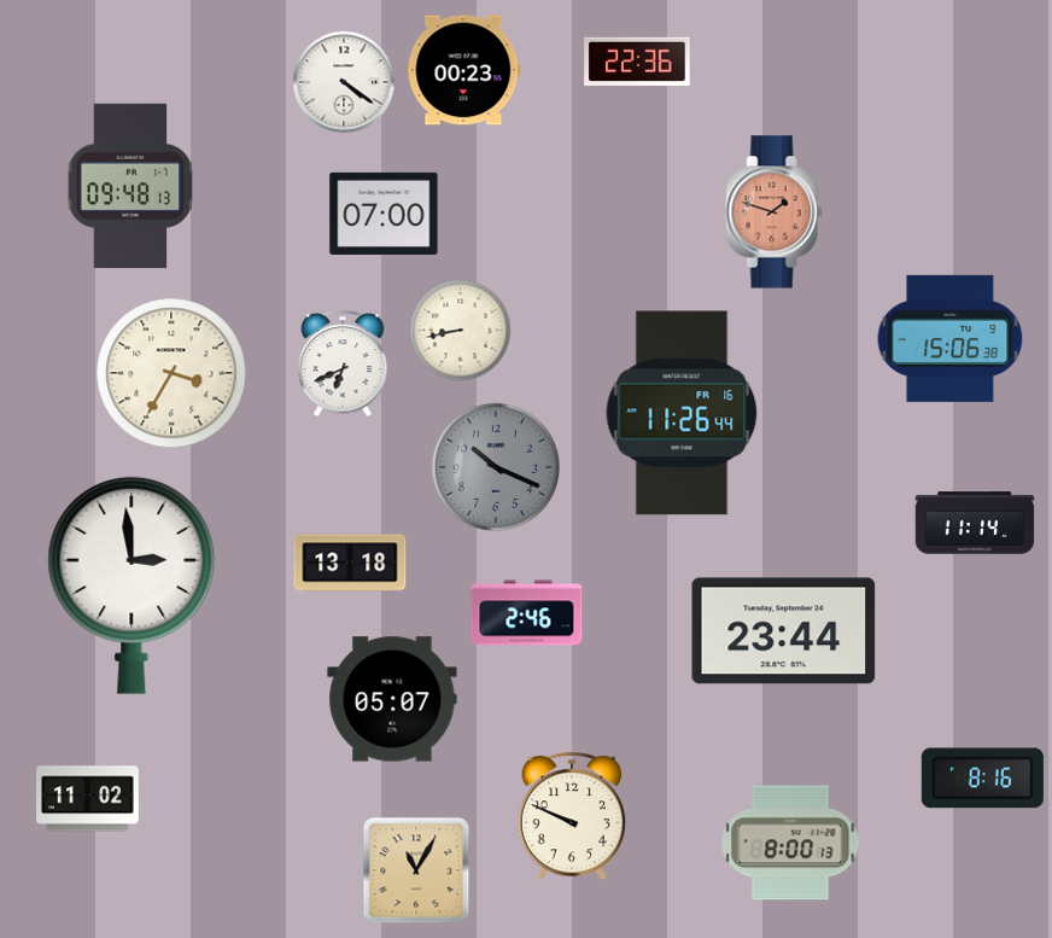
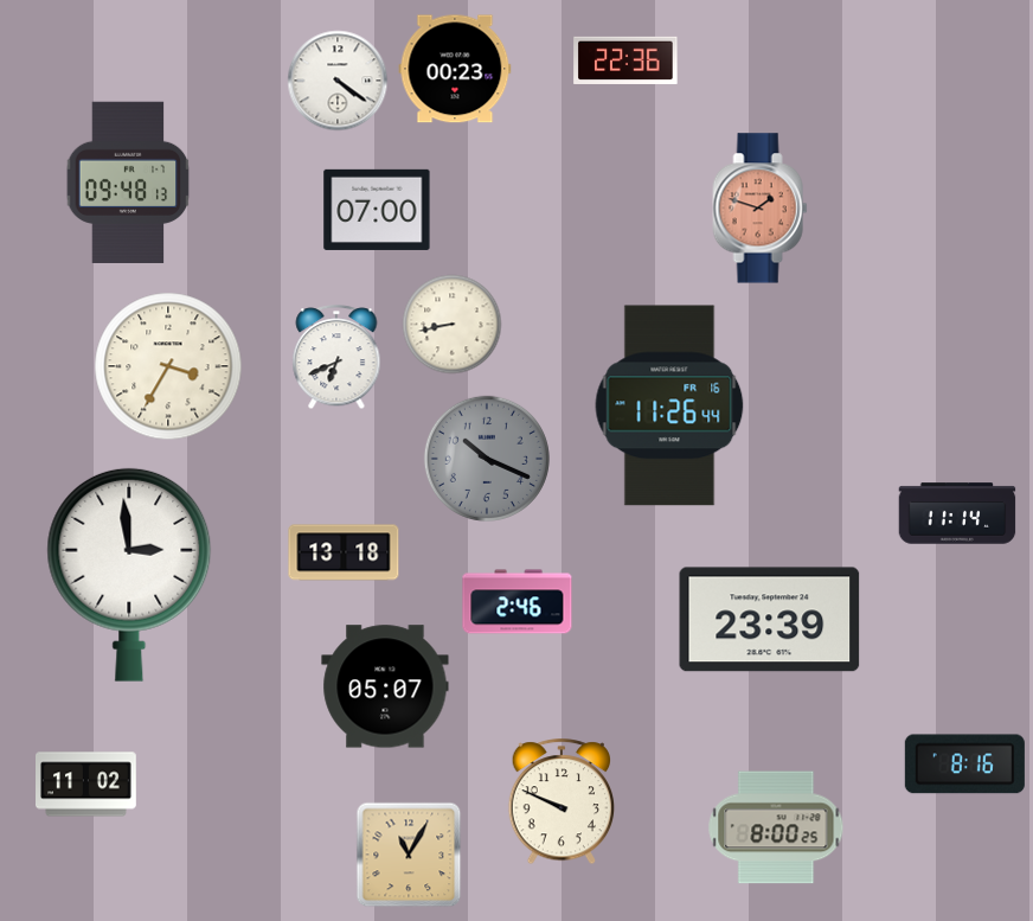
clock at (951, 338): 15:06 -> none
clock at (784, 631): 23:44 -> 23:39
clock at (790, 843): 8:00:13 -> 8:00:25
